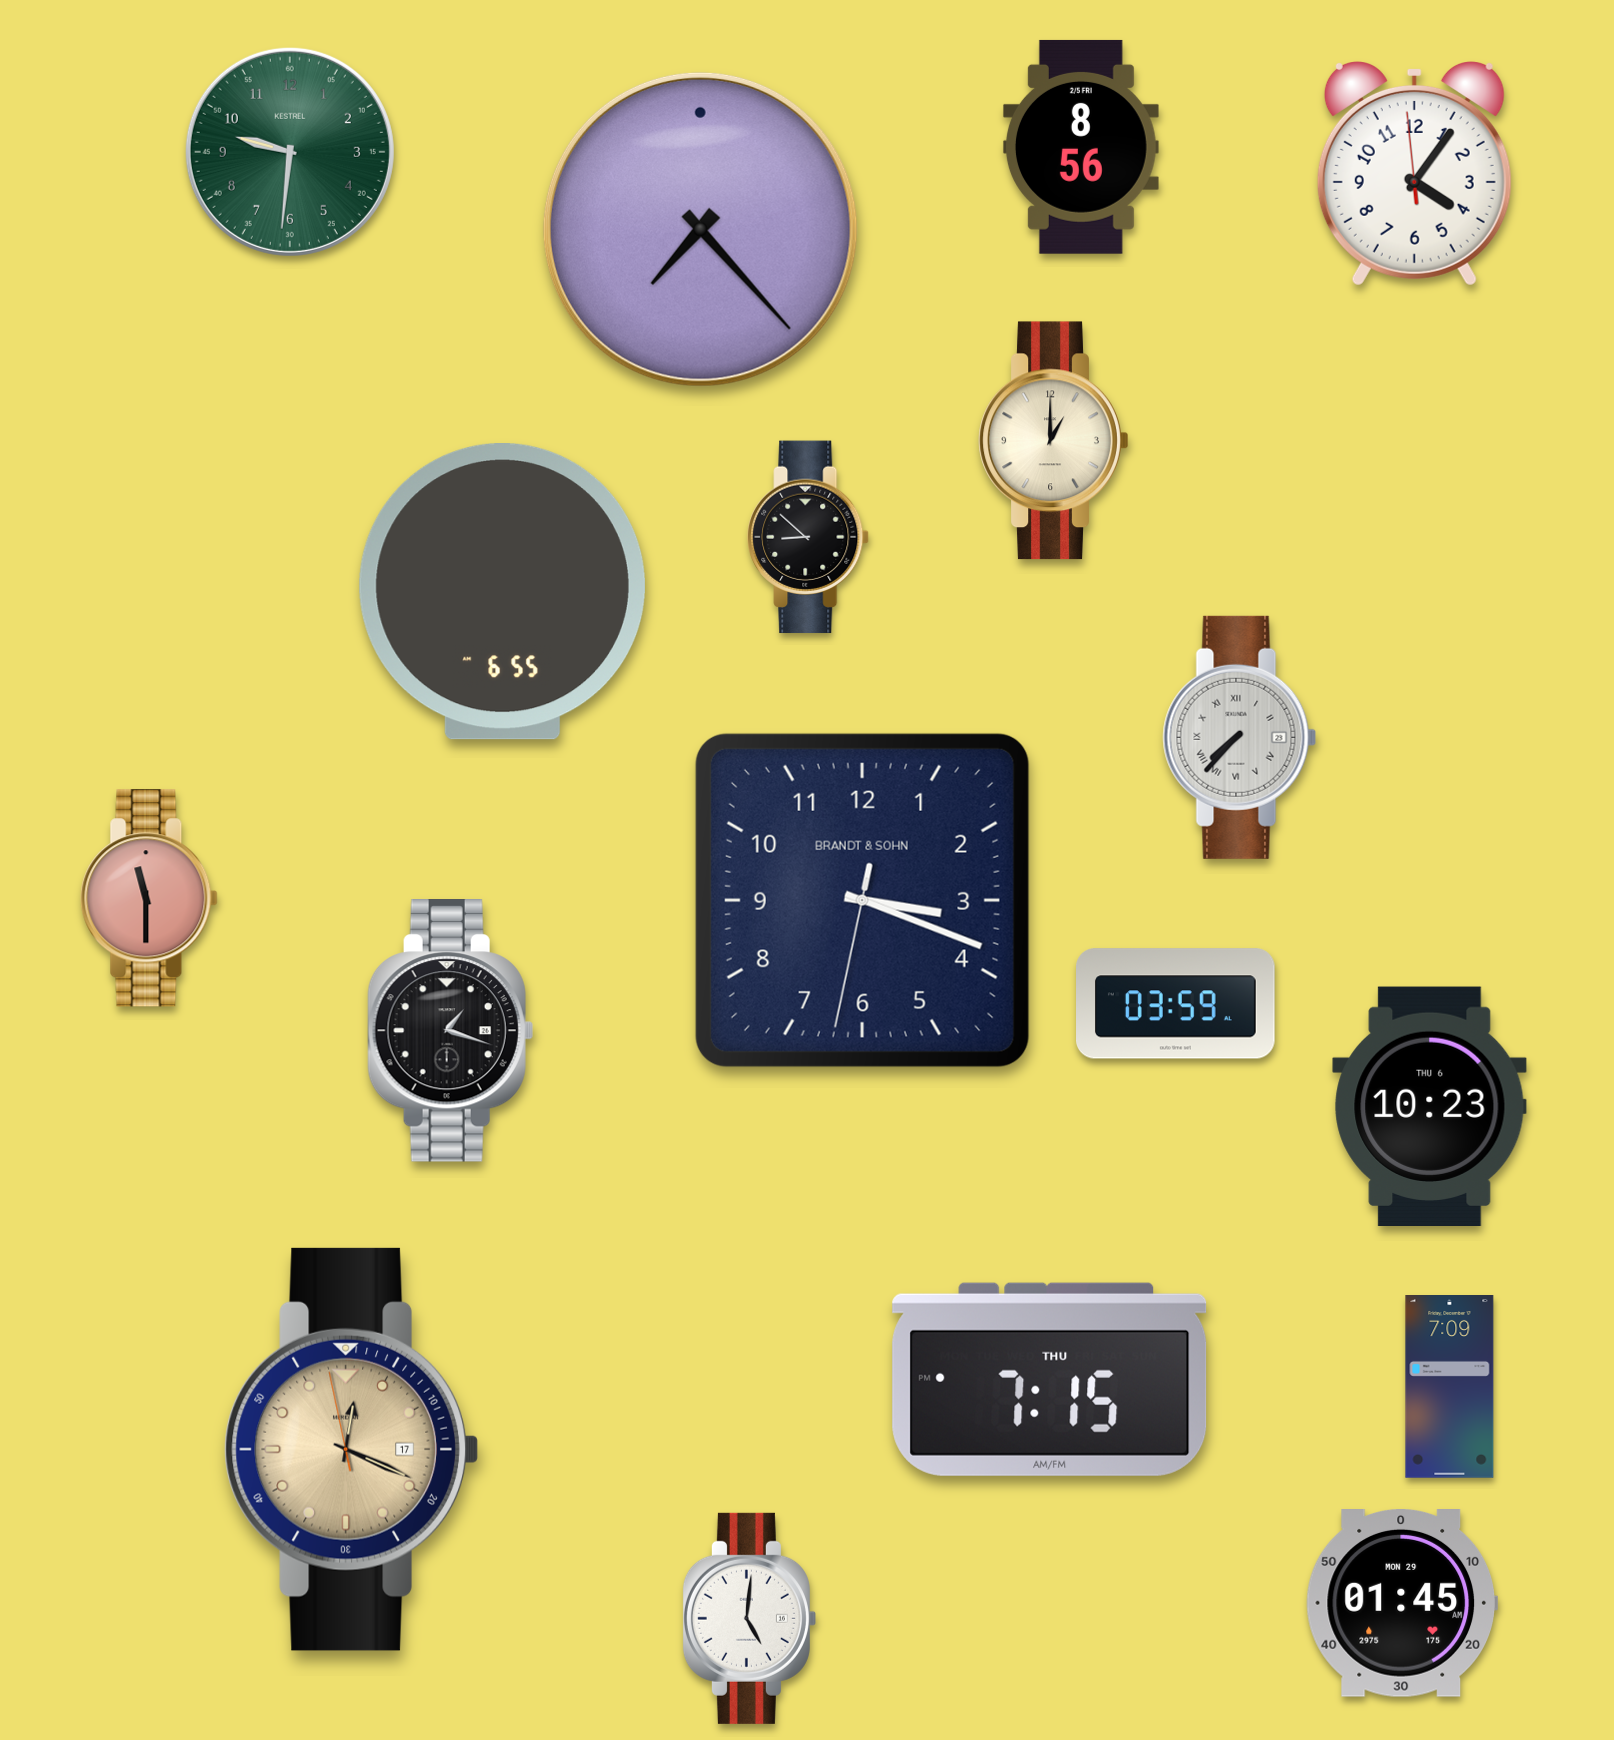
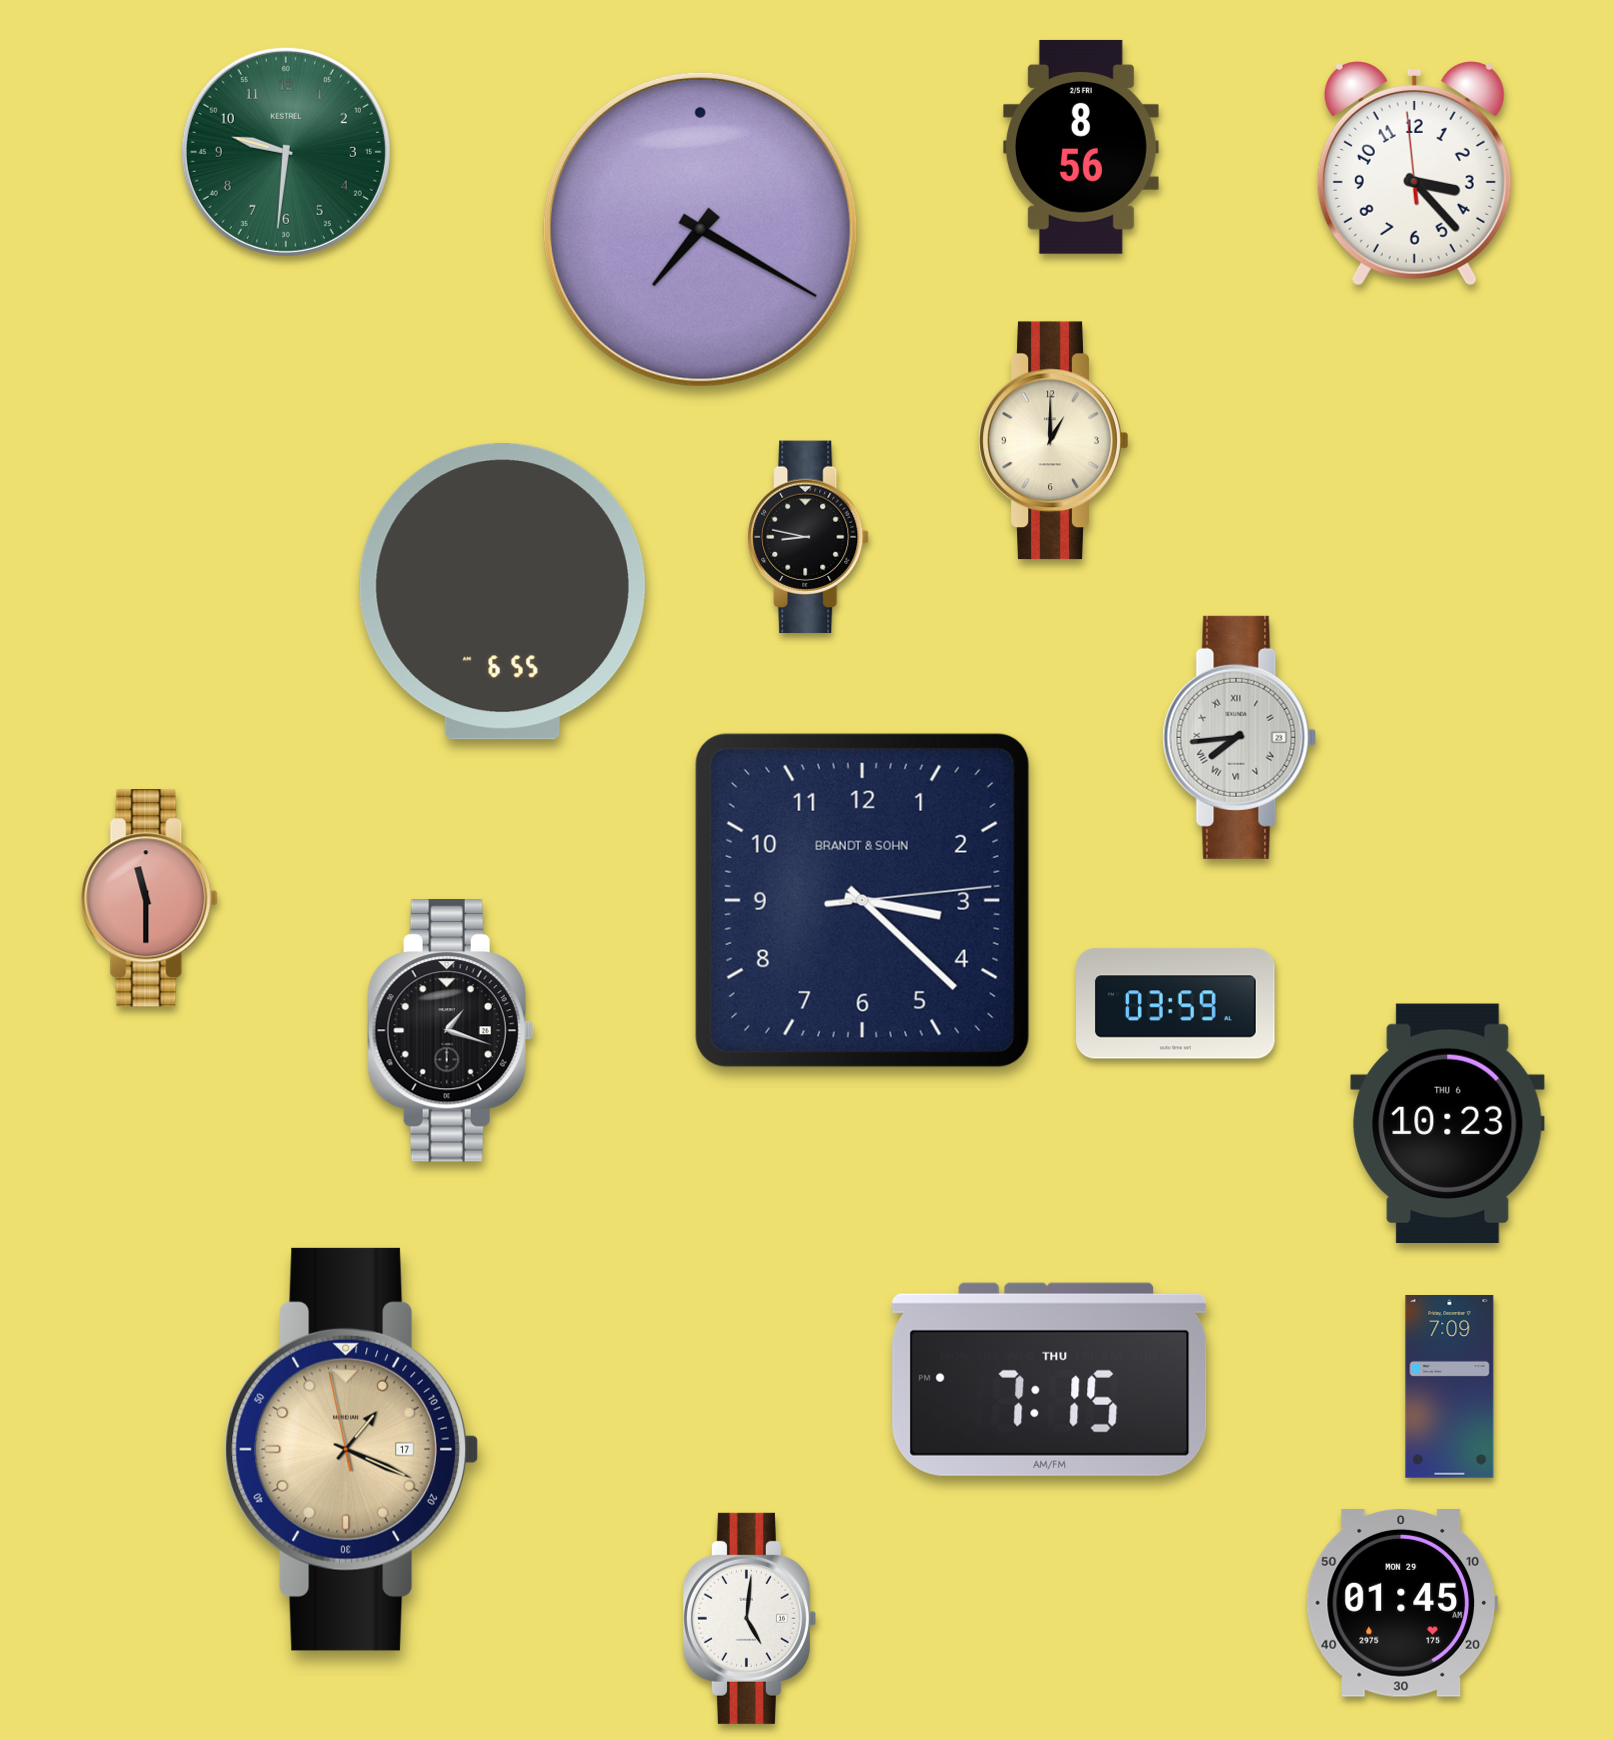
clock at (290, 152) position: (290, 152) -> (286, 152)
clock at (1414, 174): 4:05 -> 3:22
clock at (700, 229): 7:23 -> 7:20
clock at (808, 537): 8:52 -> 8:47
clock at (1240, 737): 7:37 -> 7:44
clock at (862, 900): 3:18 -> 3:22
clock at (1430, 1106) position: (1430, 1106) -> (1448, 1123)
clock at (351, 1449): 12:18 -> 1:18
